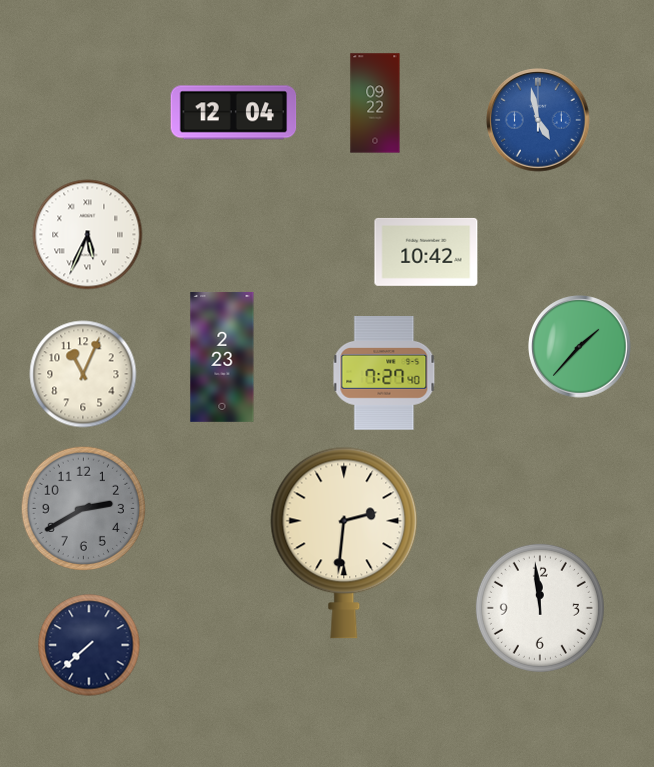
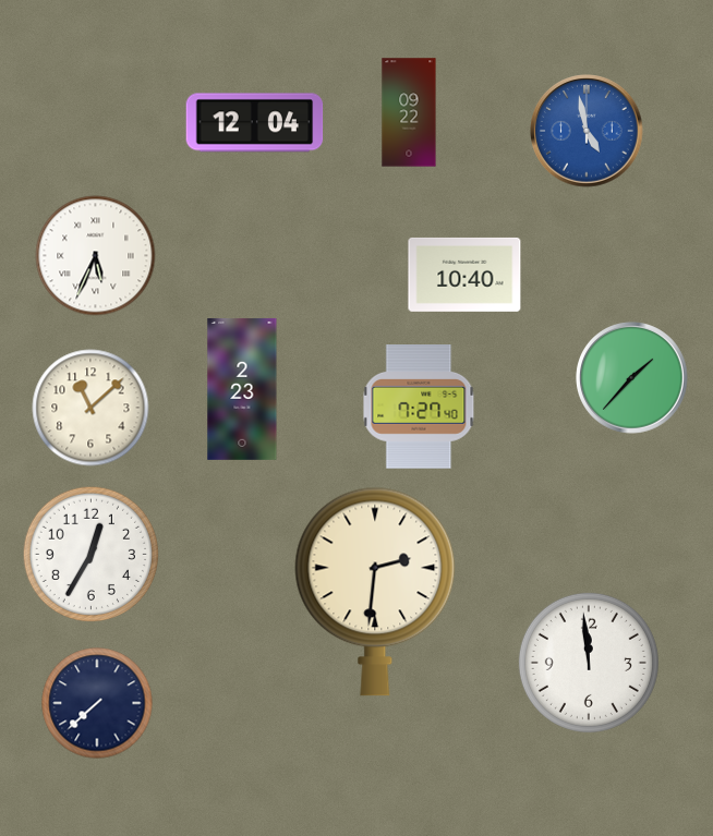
clock at (426, 252): 10:42 -> 10:40
clock at (83, 374): 11:04 -> 11:08
clock at (83, 508): 2:40 -> 12:35
clock at (83, 508) dial: grey -> white
